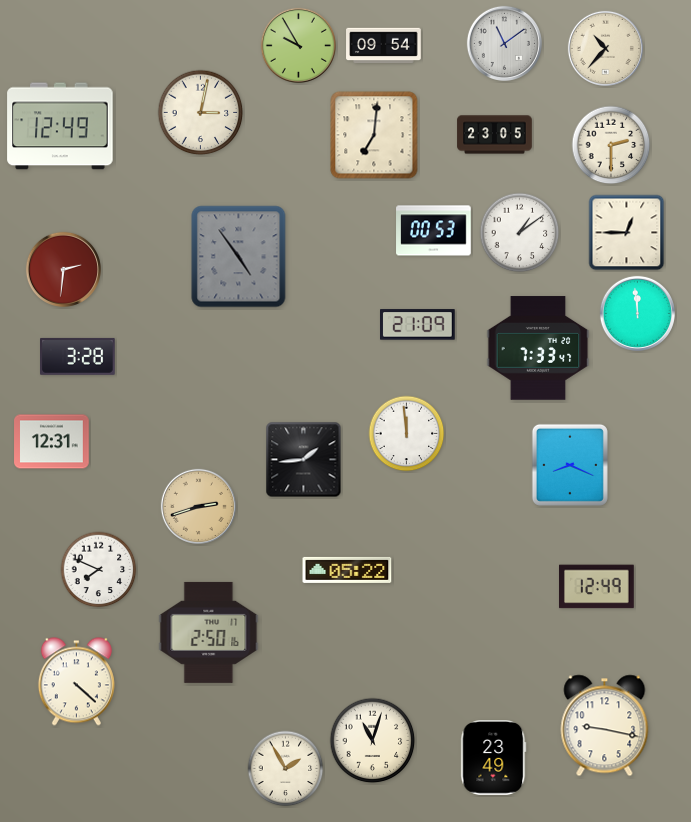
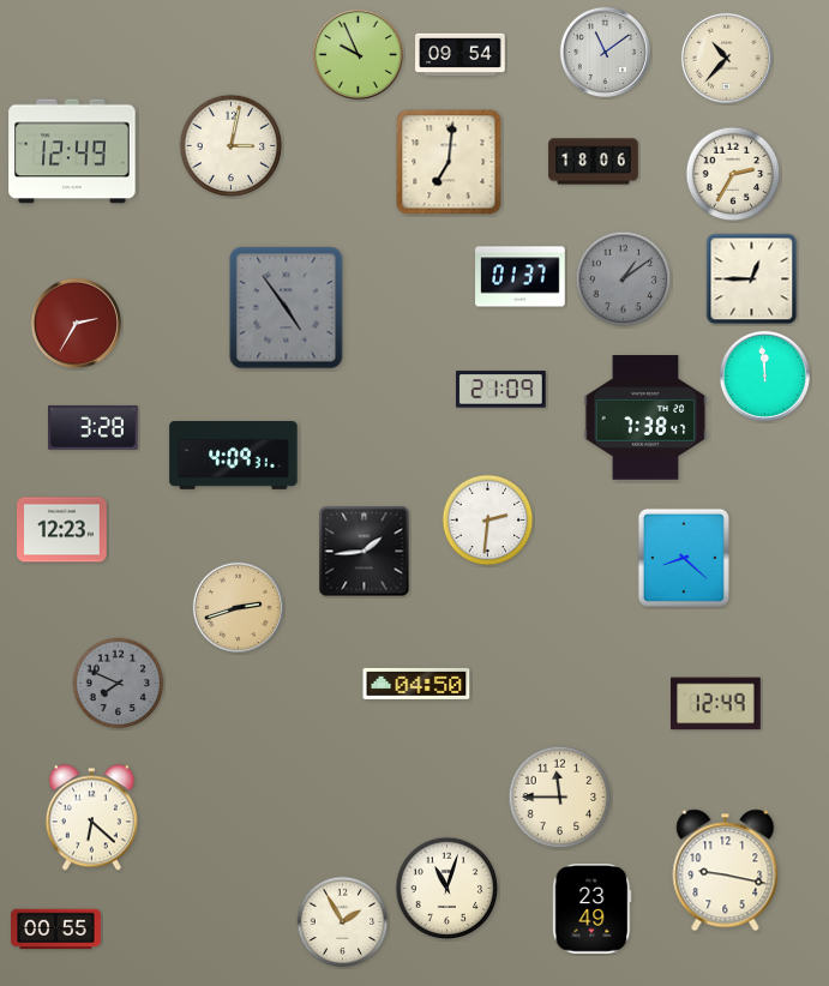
clock at (298, 45): 9:55 -> 9:56
clock at (201, 113) position: (201, 113) -> (232, 146)
clock at (495, 135): 23:05 -> 18:06
clock at (611, 145): 2:30 -> 2:35
clock at (434, 231): 00:53 -> 01:37
clock at (520, 233) dial: white -> grey
clock at (63, 269): 2:31 -> 2:35
clock at (538, 348): 7:33 -> 7:38
clock at (234, 456): none -> 4:09
clock at (407, 434): 11:59 -> 2:31
clock at (52, 442): 12:31 -> 12:23
clock at (570, 465): 8:19 -> 8:22
clock at (99, 570) dial: white -> grey
clock at (347, 570): 05:22 -> 04:50
clock at (209, 632): 2:50 -> none
clock at (560, 798): none -> 11:45
clock at (76, 682): 4:22 -> 6:22
clock at (56, 930): none -> 00:55
